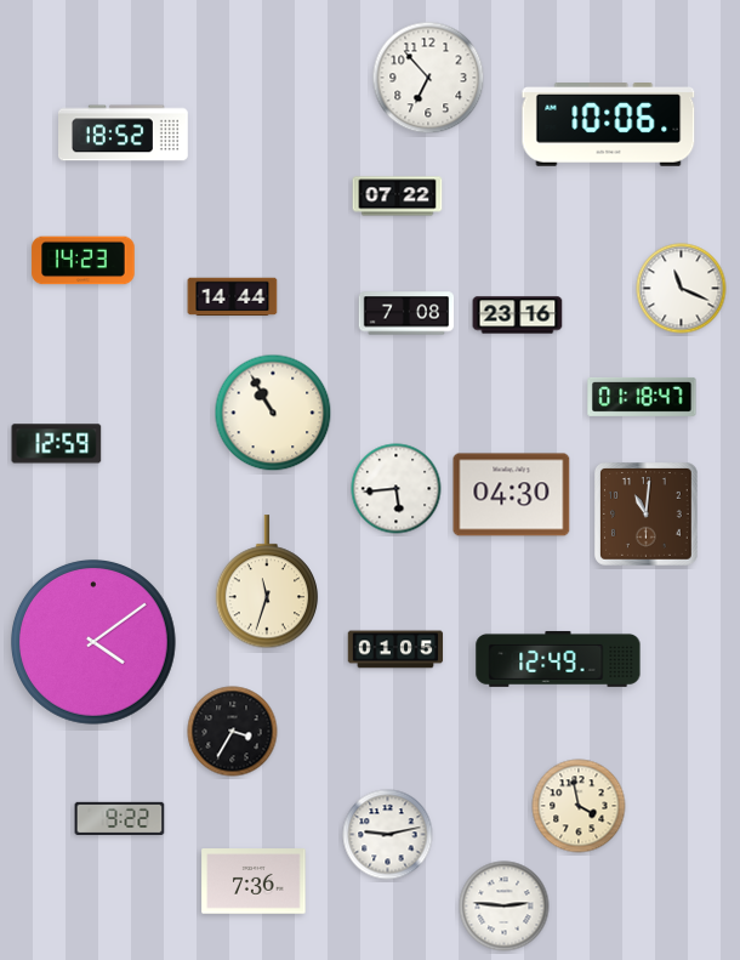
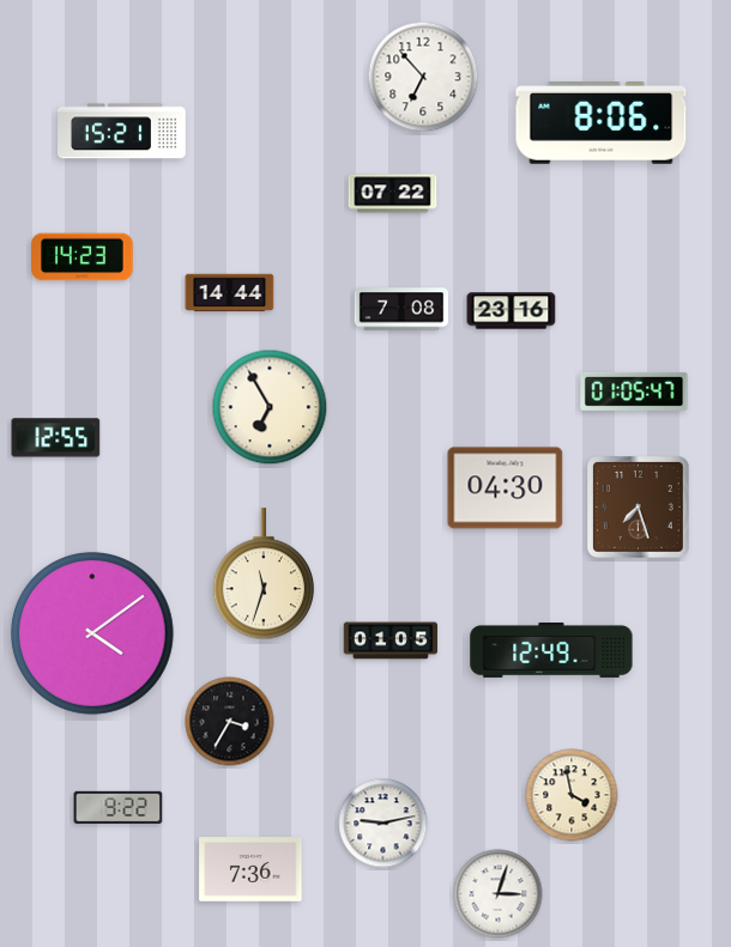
clock at (609, 125): 10:06 -> 8:06
clock at (124, 134): 18:52 -> 15:21
clock at (682, 289): 11:19 -> none
clock at (642, 397): 01:18 -> 01:05
clock at (273, 413): 10:55 -> 6:55
clock at (57, 444): 12:59 -> 12:55
clock at (397, 489): 5:44 -> none
clock at (647, 515): 11:01 -> 7:27
clock at (505, 907): 2:46 -> 3:03
